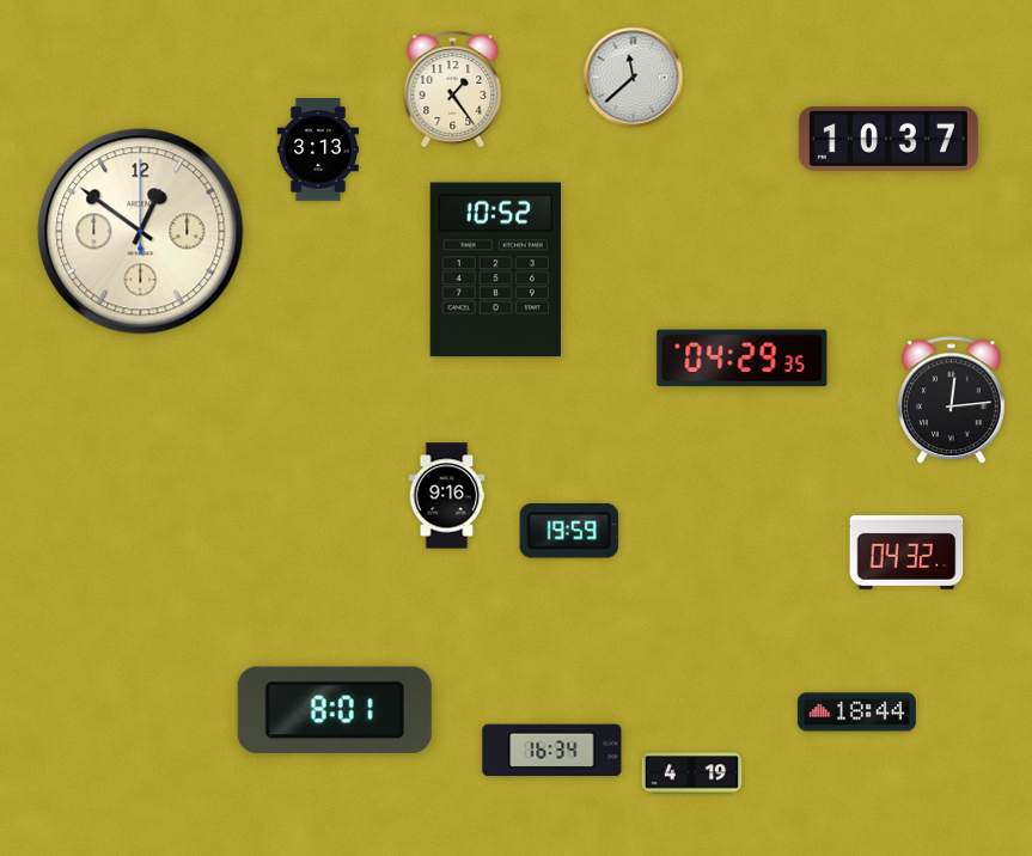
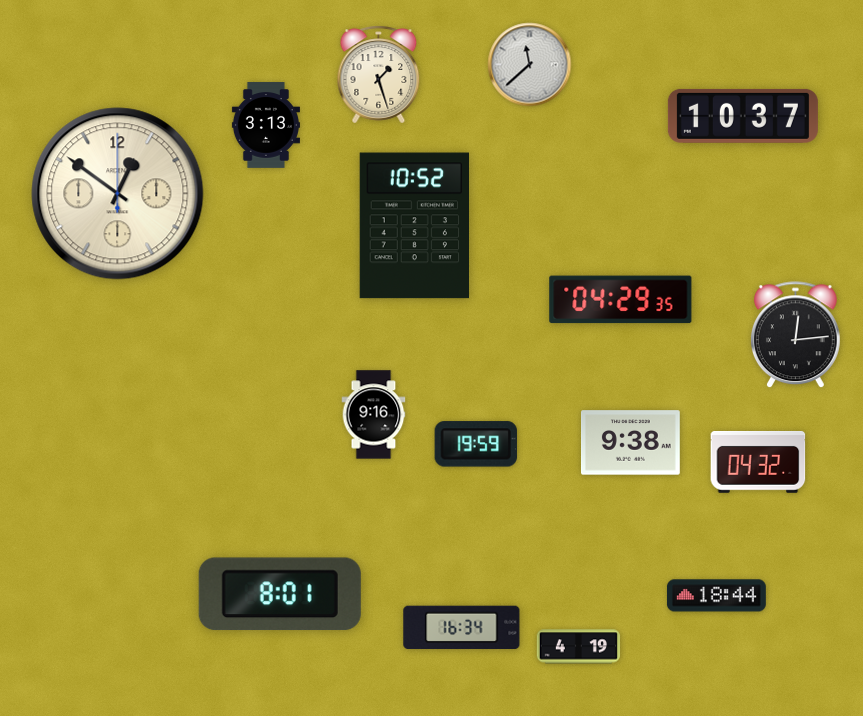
clock at (453, 90): 1:24 -> 1:27
clock at (630, 443): none -> 9:38
